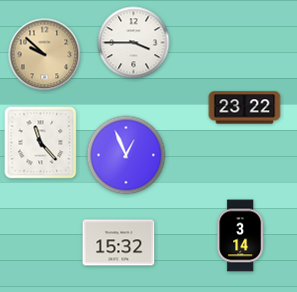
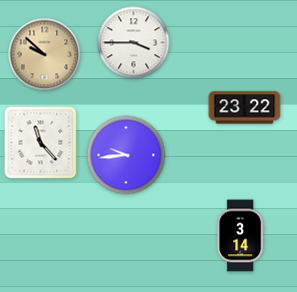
clock at (126, 155): 12:56 -> 9:44
clock at (119, 243): 15:32 -> none
